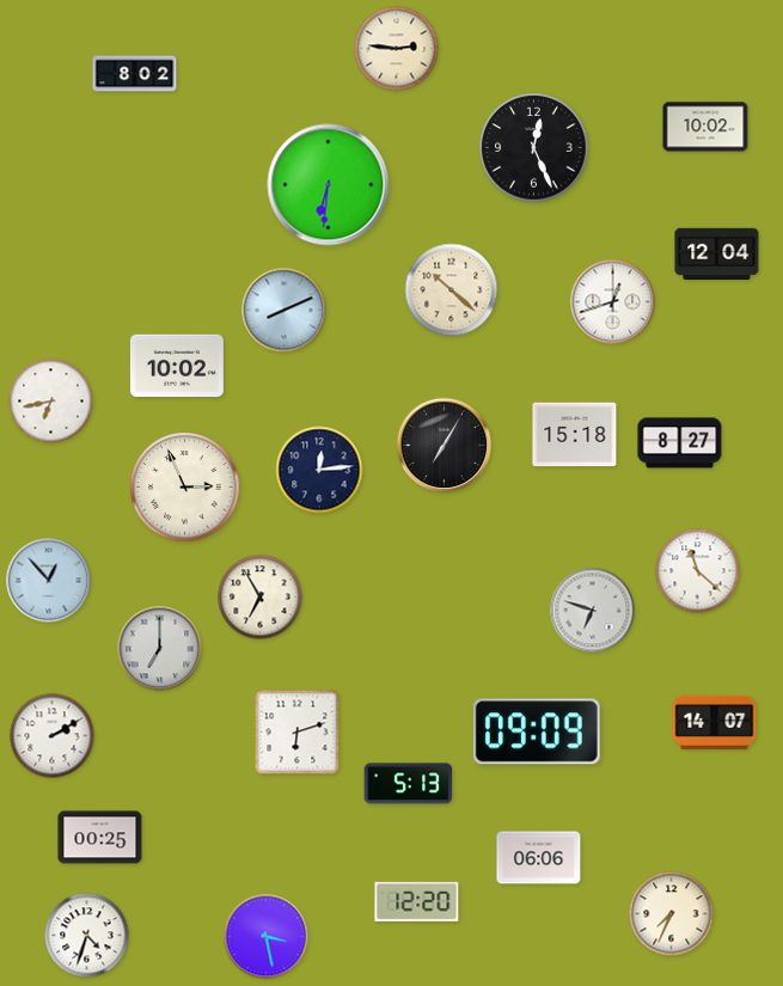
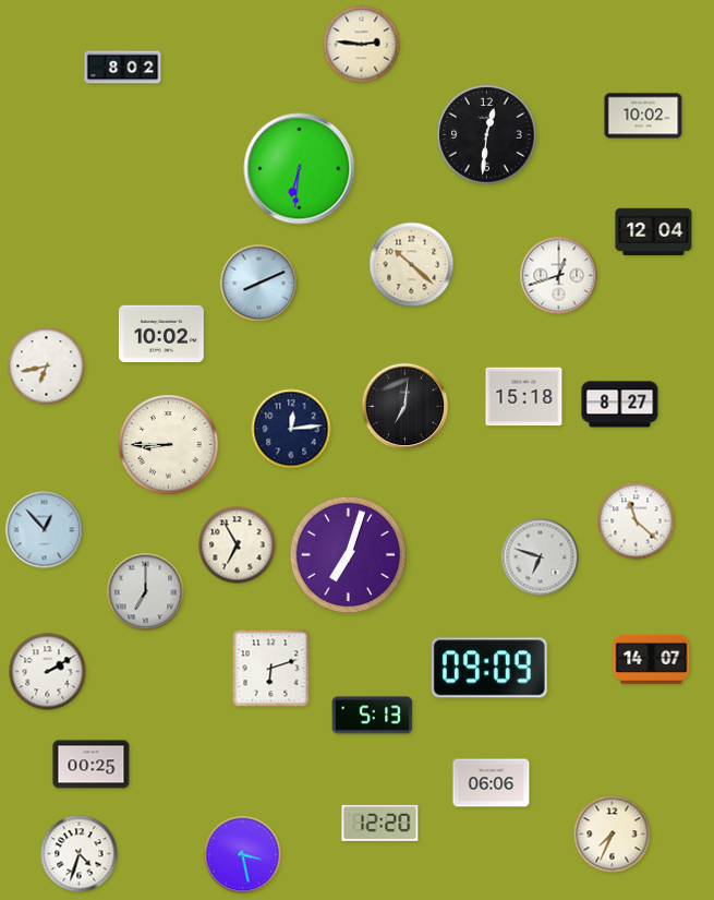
clock at (534, 148): 12:26 -> 12:31
clock at (445, 446): 7:05 -> 7:01
clock at (185, 488): 2:56 -> 8:45
clock at (349, 555): none -> 7:03
